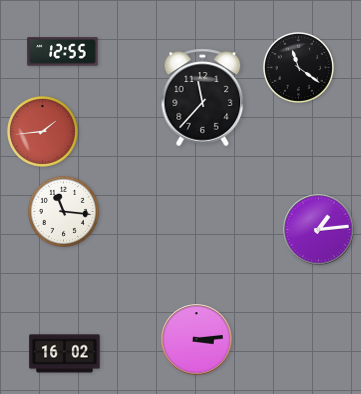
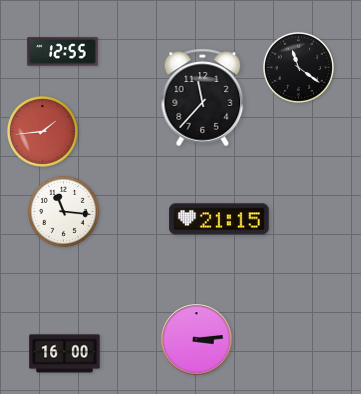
clock at (219, 219): none -> 21:15
clock at (319, 230): 1:14 -> none
clock at (65, 354): 16:02 -> 16:00
